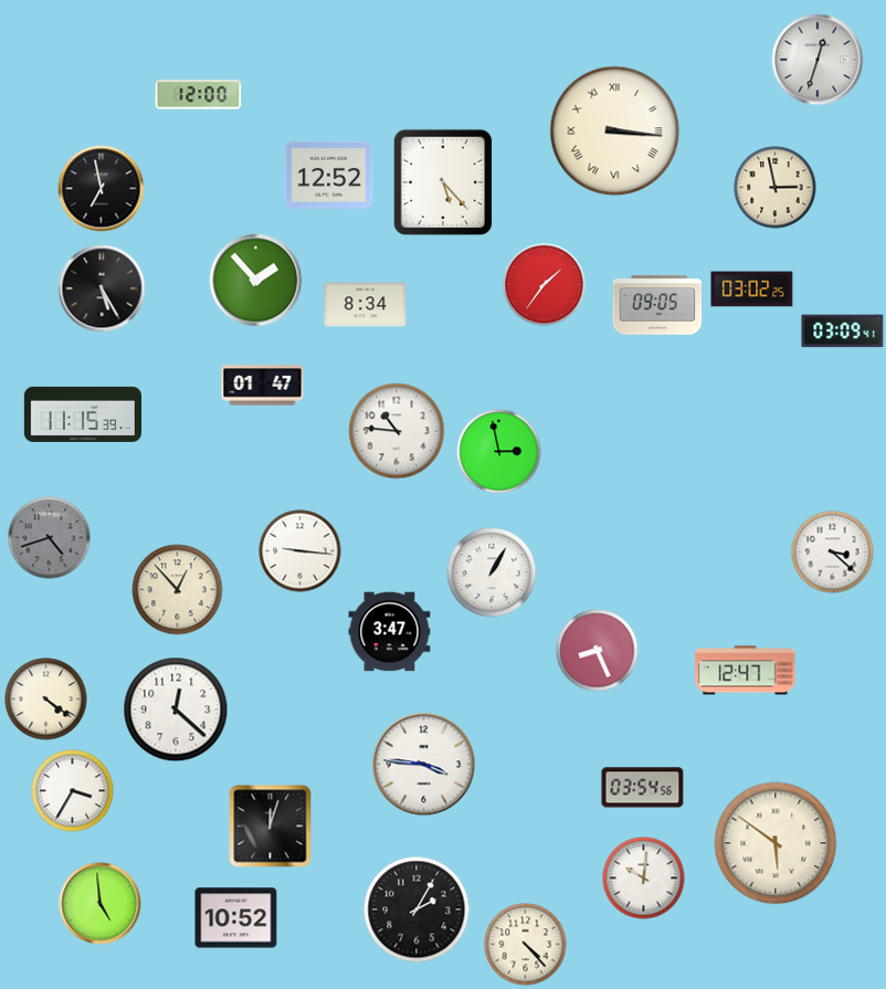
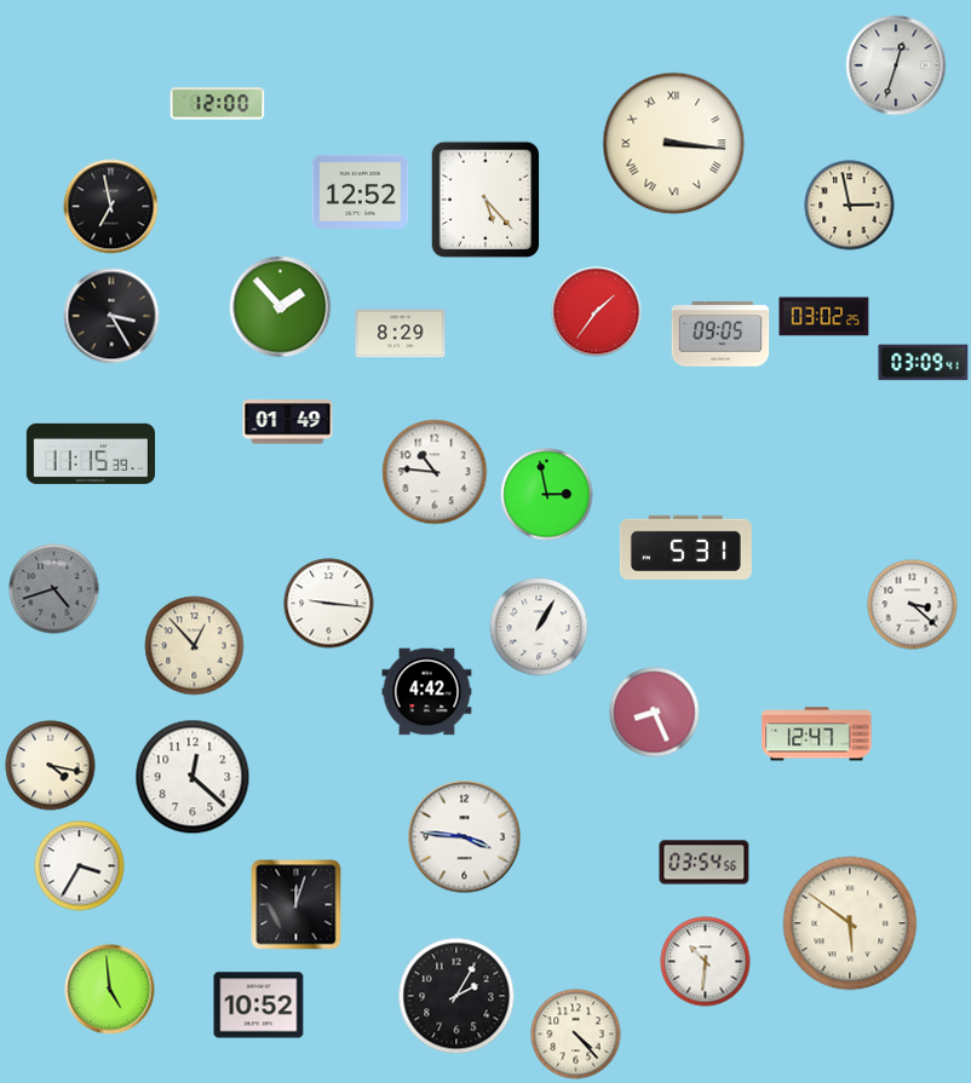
clock at (102, 288): 5:25 -> 3:25
clock at (366, 305): 8:34 -> 8:29
clock at (263, 386): 01:47 -> 01:49
clock at (685, 547): none -> 5:31
clock at (390, 632): 3:47 -> 4:42
clock at (46, 699): 4:21 -> 4:17
clock at (644, 878): 10:01 -> 10:31
